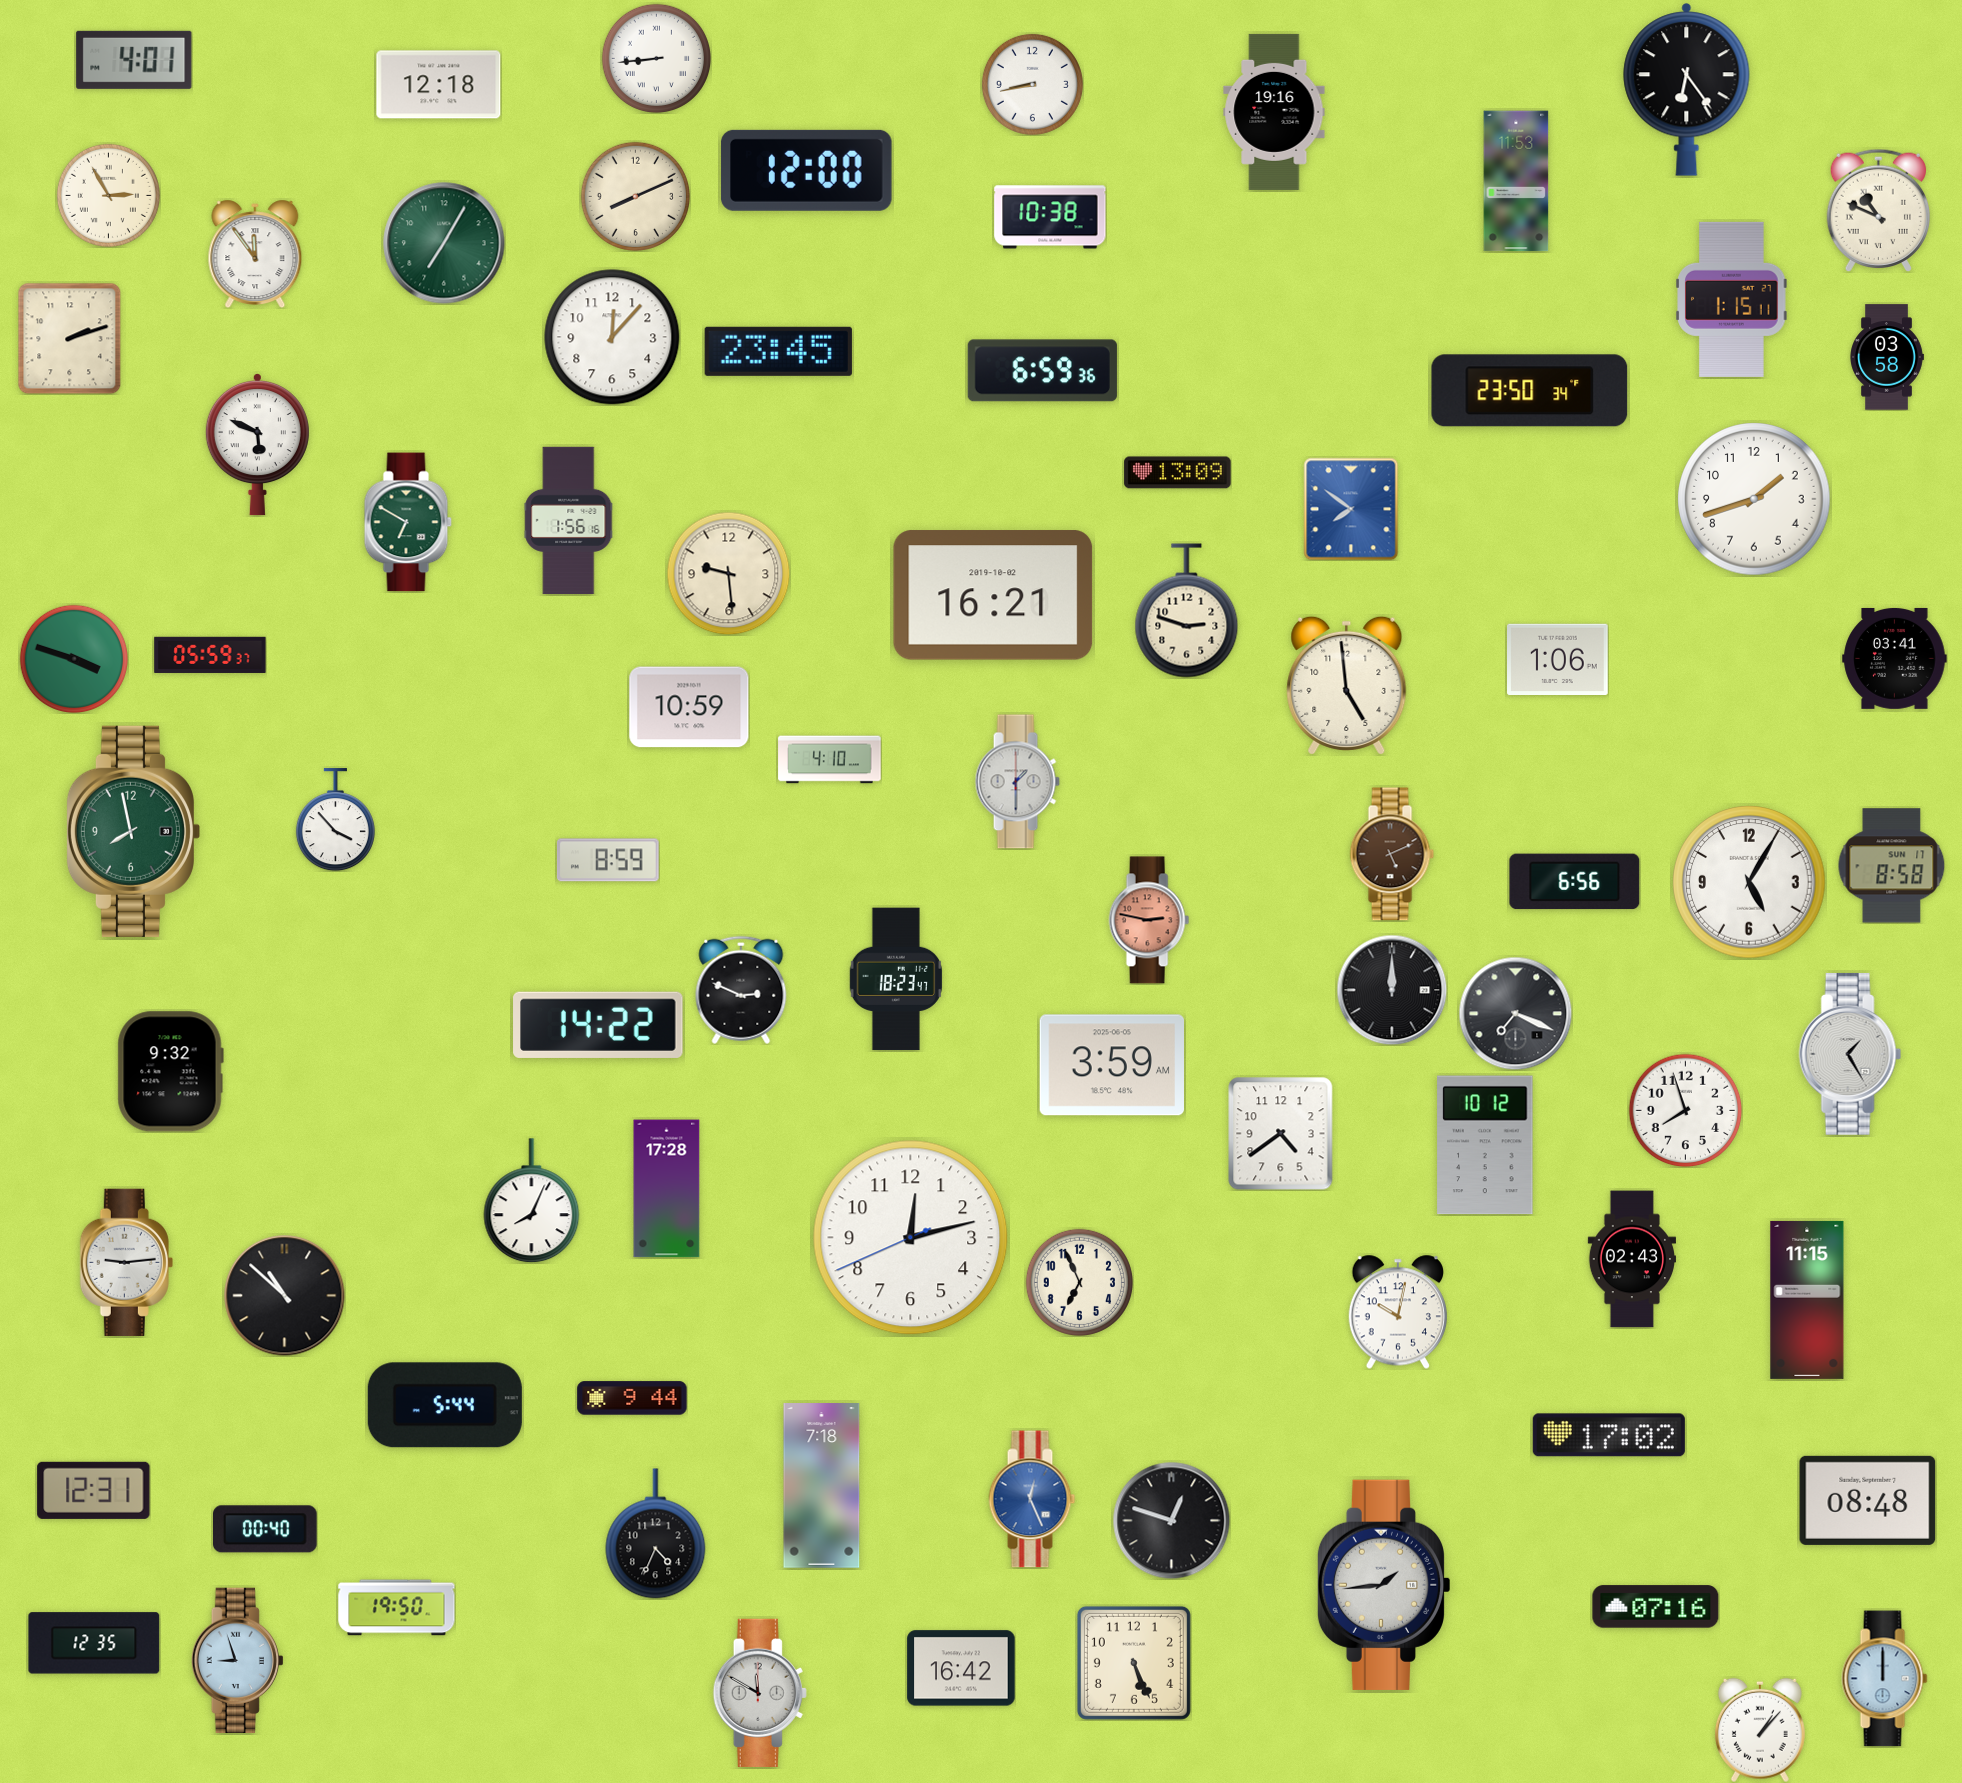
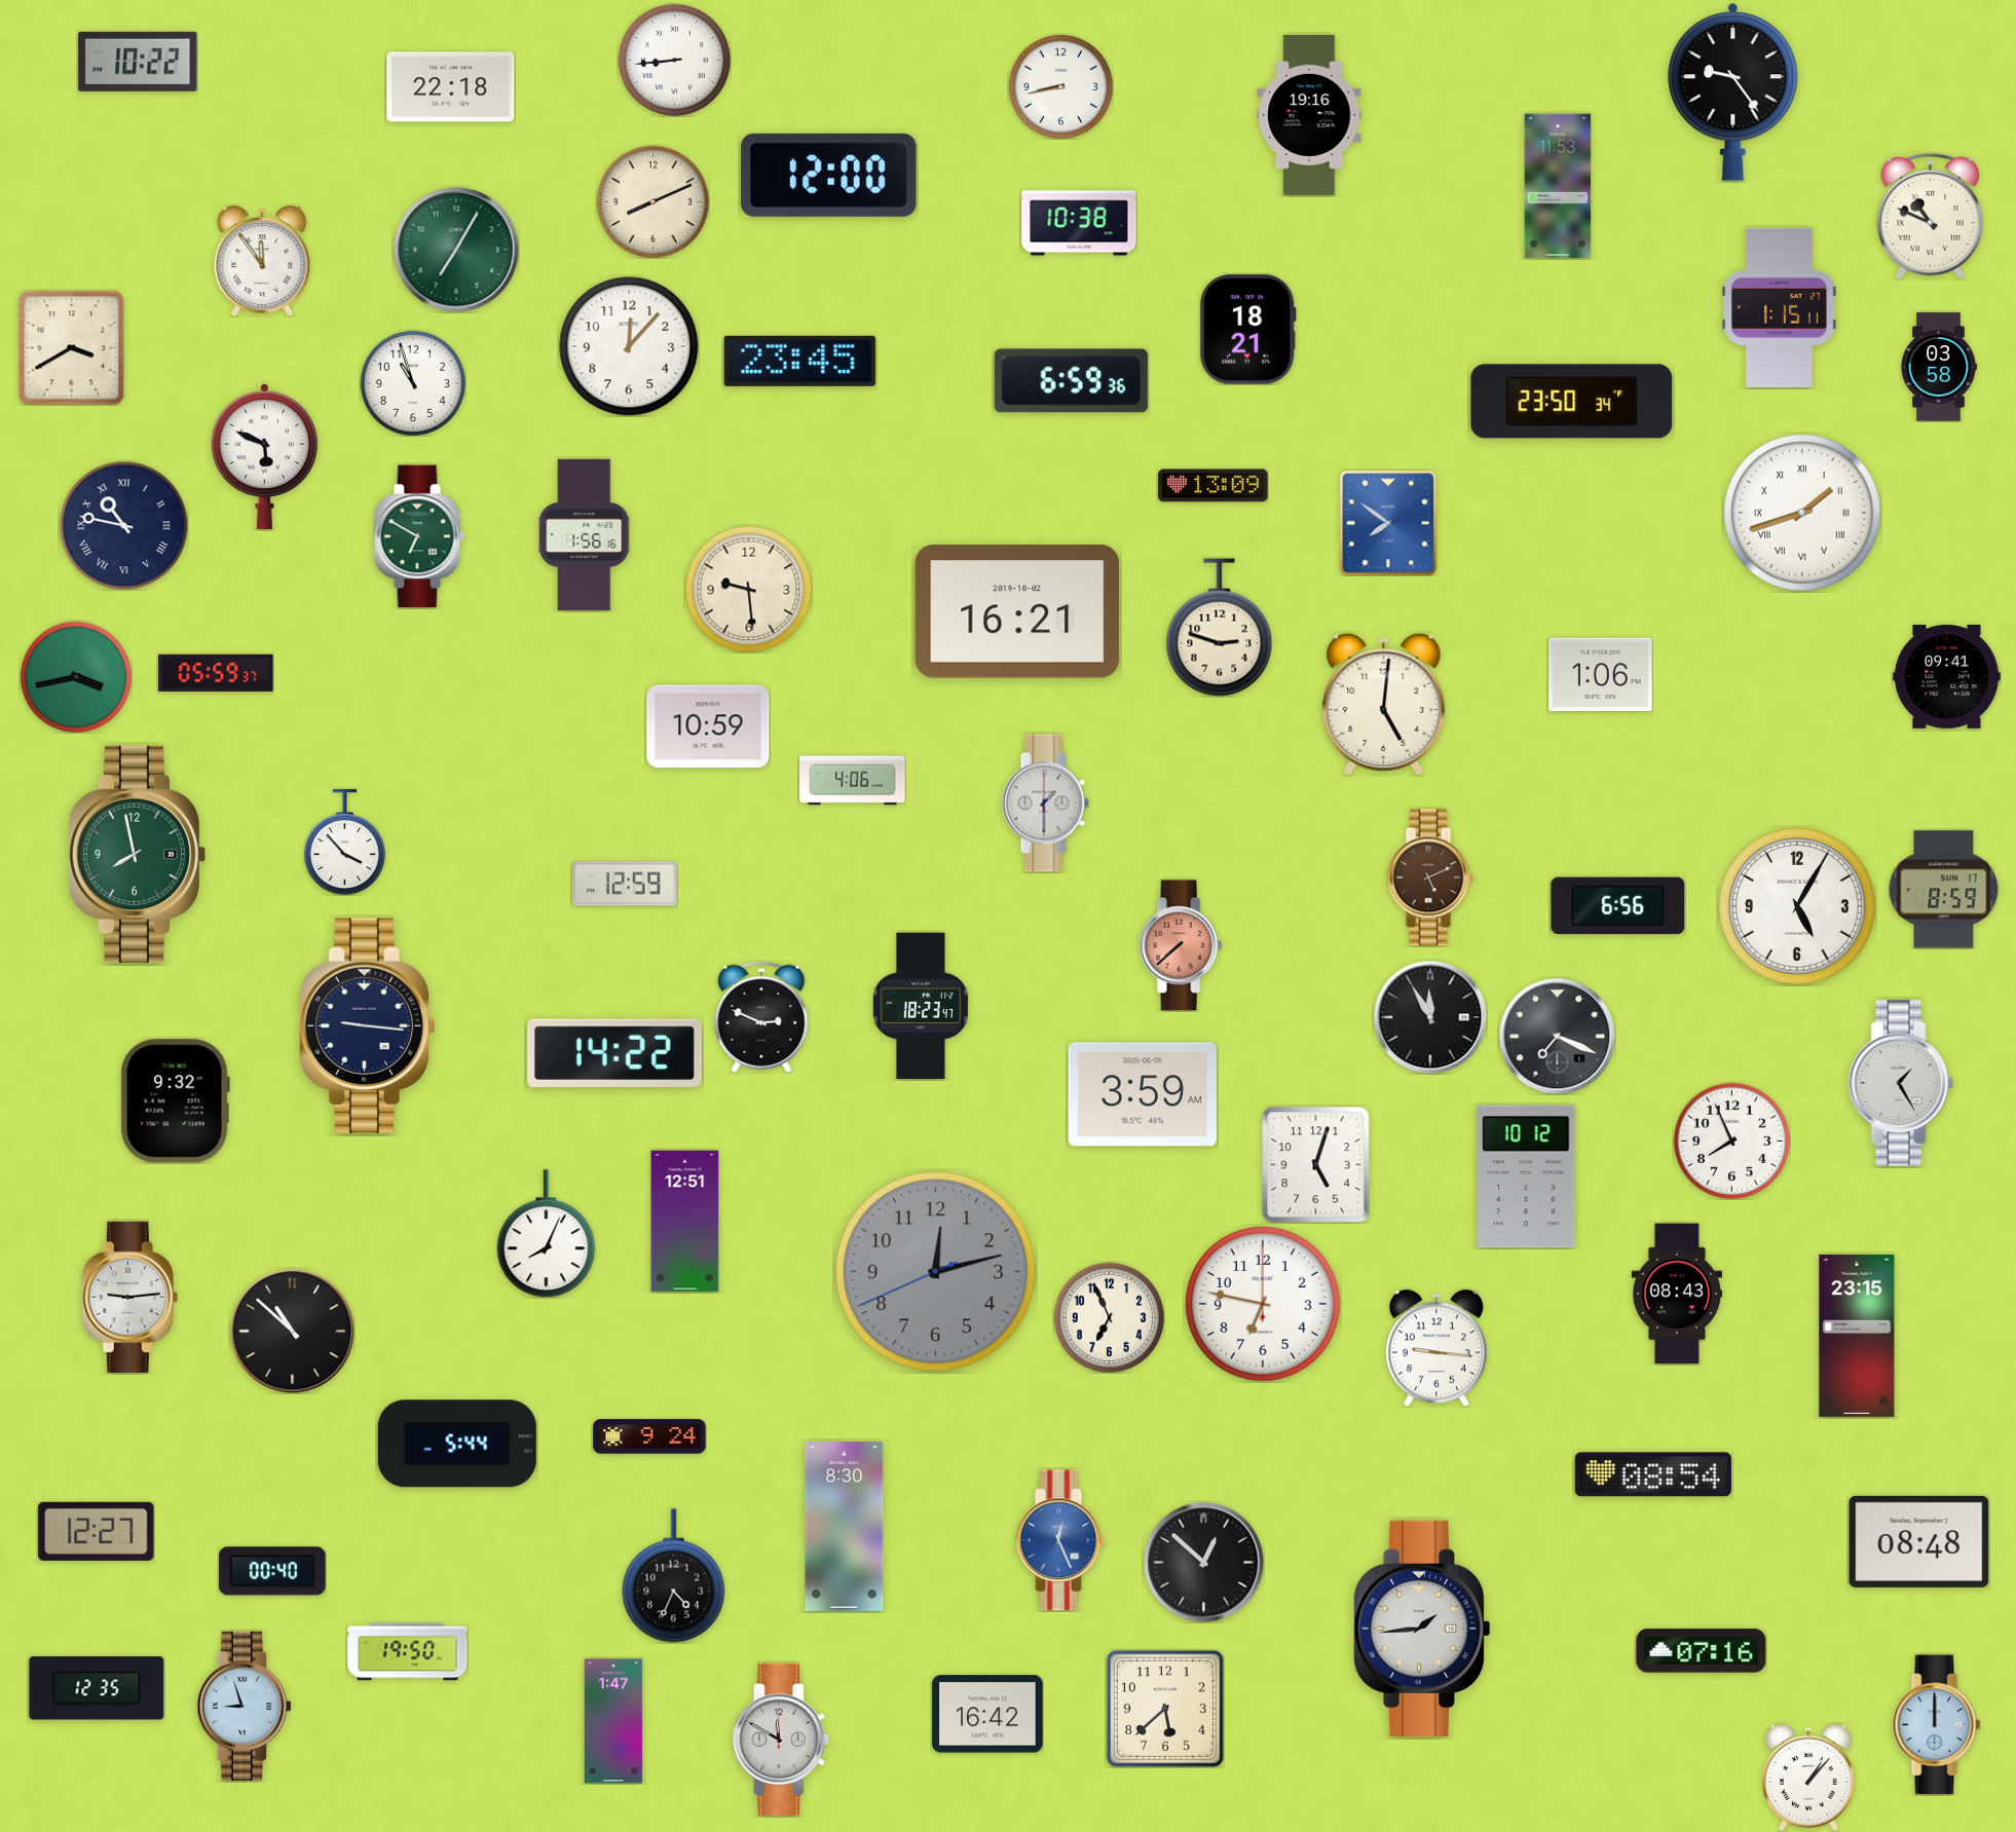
clock at (134, 60): 4:01 -> 10:22
clock at (439, 85): 12:18 -> 22:18
clock at (1687, 90): 6:24 -> 9:24
clock at (108, 195): 2:55 -> none
clock at (1247, 330): none -> 18:21
clock at (70, 338): 2:12 -> 3:40
clock at (413, 383): none -> 10:57
clock at (1178, 473) position: (1178, 473) -> (1214, 486)
clock at (1754, 499) numerals: Arabic -> Roman
clock at (123, 525): none -> 10:47
clock at (993, 595) position: (993, 595) -> (1017, 611)
clock at (73, 658): 3:48 -> 3:43
clock at (1895, 658): 03:41 -> 09:41
clock at (1558, 659) position: (1558, 659) -> (1601, 674)
clock at (1347, 685): 4:59 -> 5:01
clock at (830, 760): 4:10 -> 4:06
clock at (608, 860): 8:59 -> 12:59
clock at (1892, 866): 8:58 -> 8:59
clock at (1149, 920): 2:47 -> 7:38
clock at (1392, 990): 12:00 -> 11:55
clock at (368, 1025): none -> 9:16
clock at (1515, 1013) position: (1515, 1013) -> (1557, 1036)
clock at (1685, 1110): 7:57 -> 7:56
clock at (1281, 1133): 4:39 -> 5:03
clock at (667, 1189): 17:28 -> 12:51
clock at (911, 1238) dial: white -> grey
clock at (1631, 1259): 02:43 -> 08:43
clock at (1263, 1304): none -> 6:47
clock at (1807, 1300): 11:15 -> 23:15
clock at (1397, 1312): 10:02 -> 9:16
clock at (632, 1398): 9:44 -> 9:24
clock at (1609, 1435): 17:02 -> 08:54
clock at (822, 1486): 7:18 -> 8:30
clock at (94, 1490): 12:31 -> 12:27
clock at (1171, 1520): 12:48 -> 12:52
clock at (1134, 1663): 5:26 -> 5:38
clock at (613, 1721): none -> 1:47
